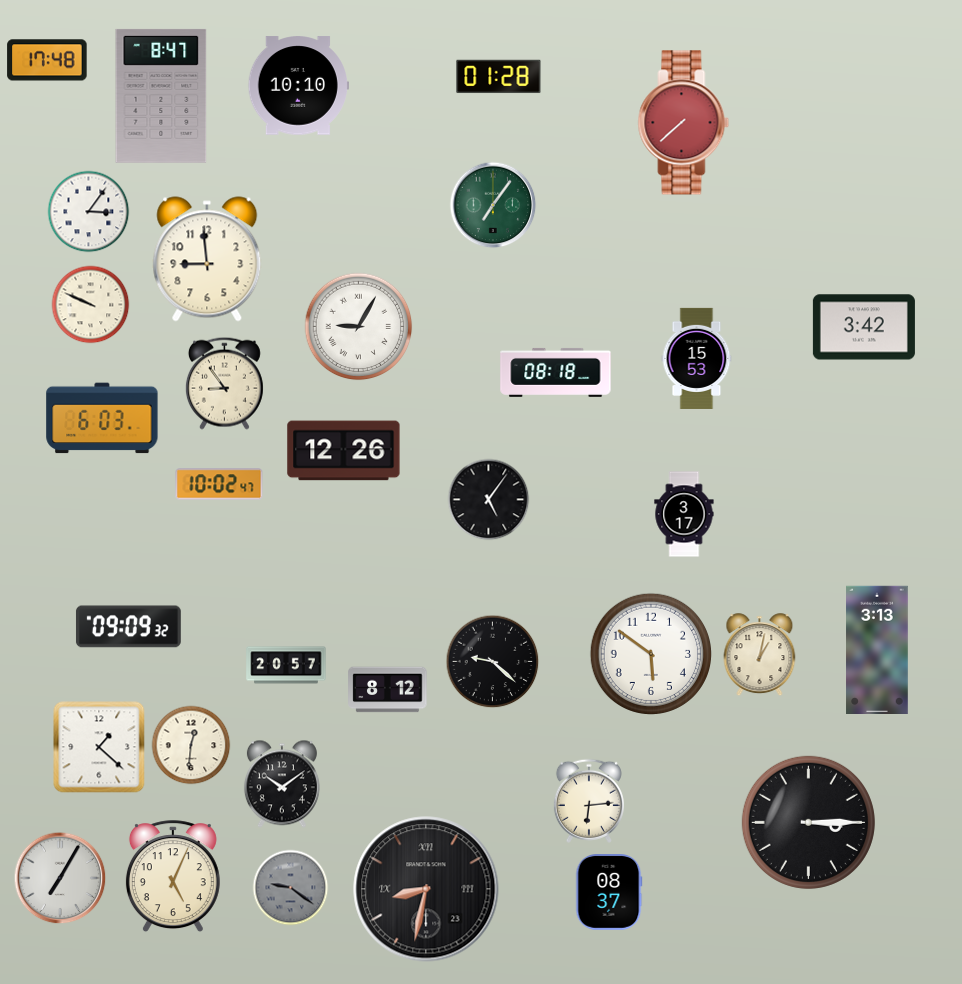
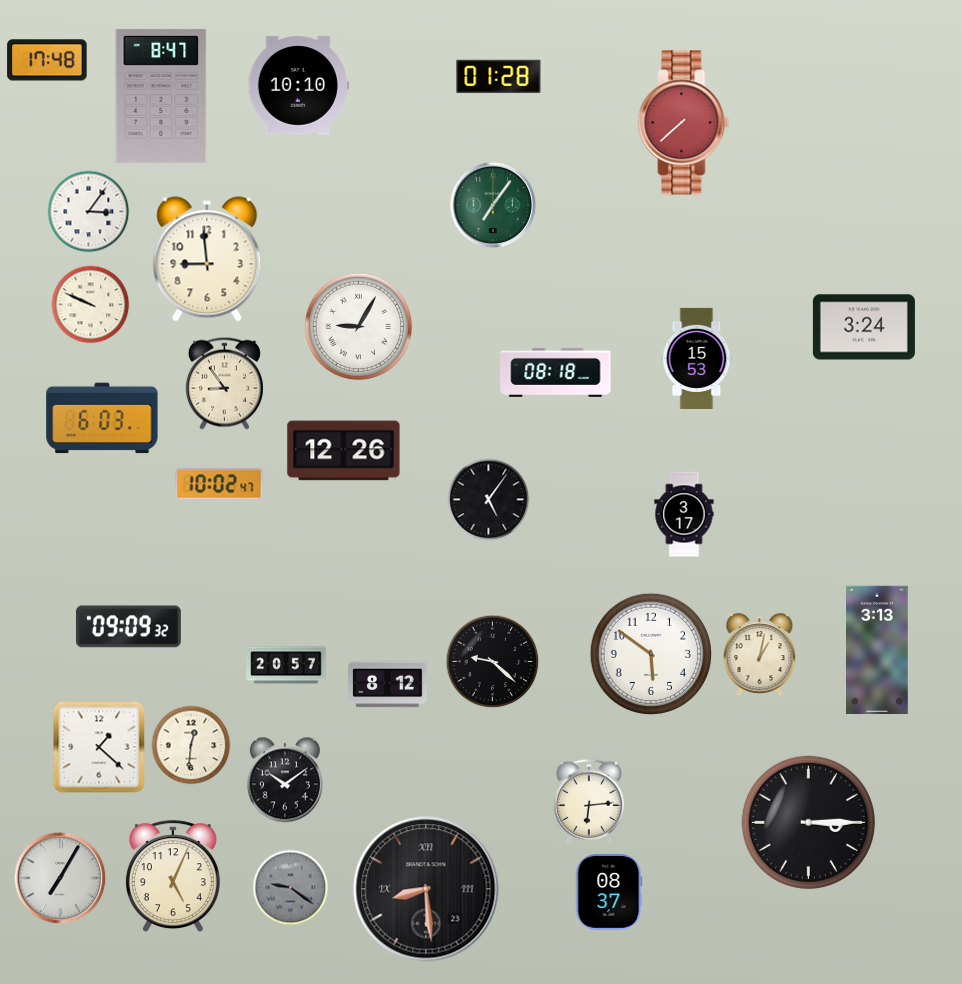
clock at (864, 327): 3:42 -> 3:24
clock at (388, 690) position: (388, 690) -> (388, 685)
clock at (282, 784) position: (282, 784) -> (285, 781)
clock at (426, 889): 8:32 -> 8:29
